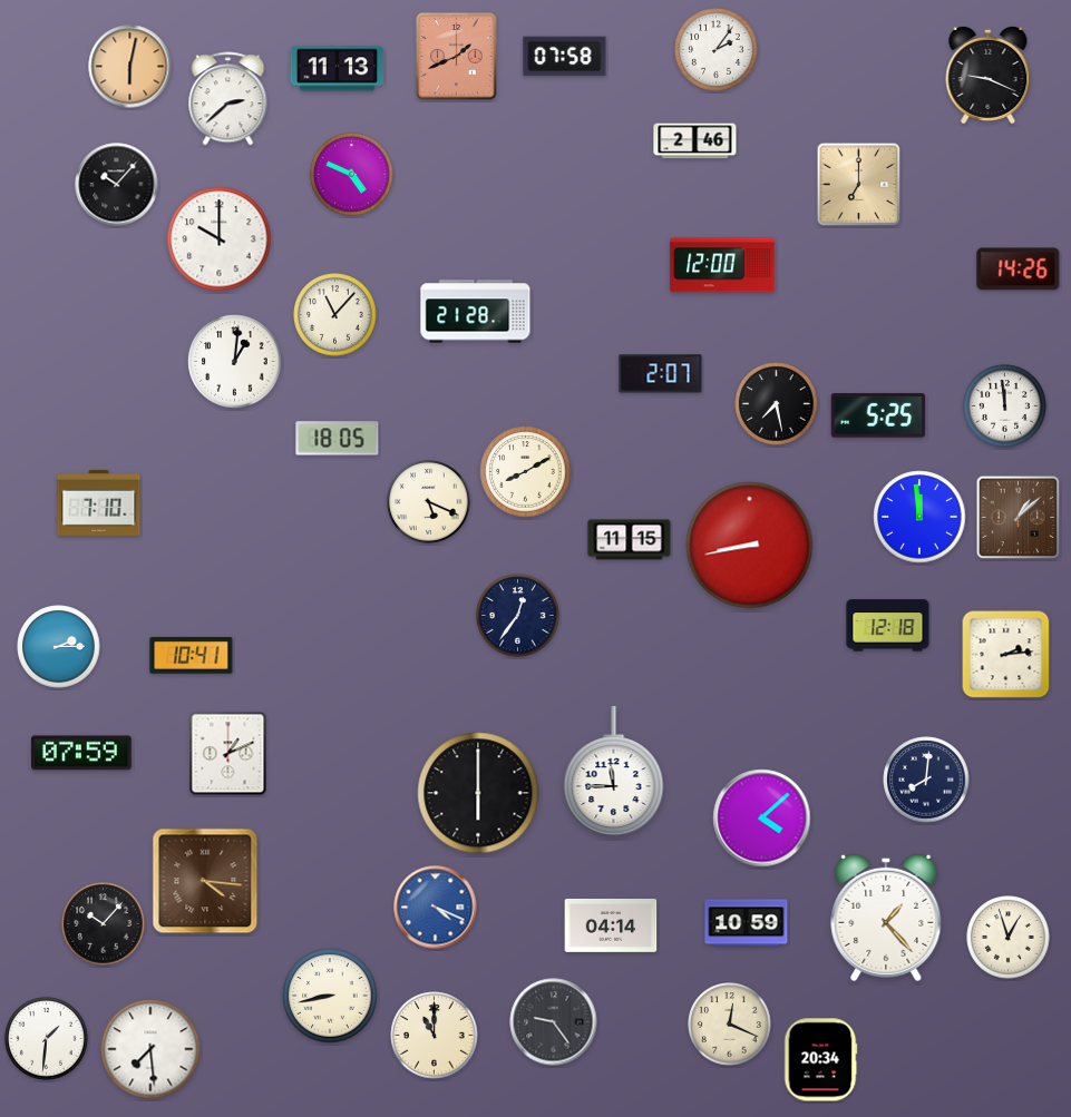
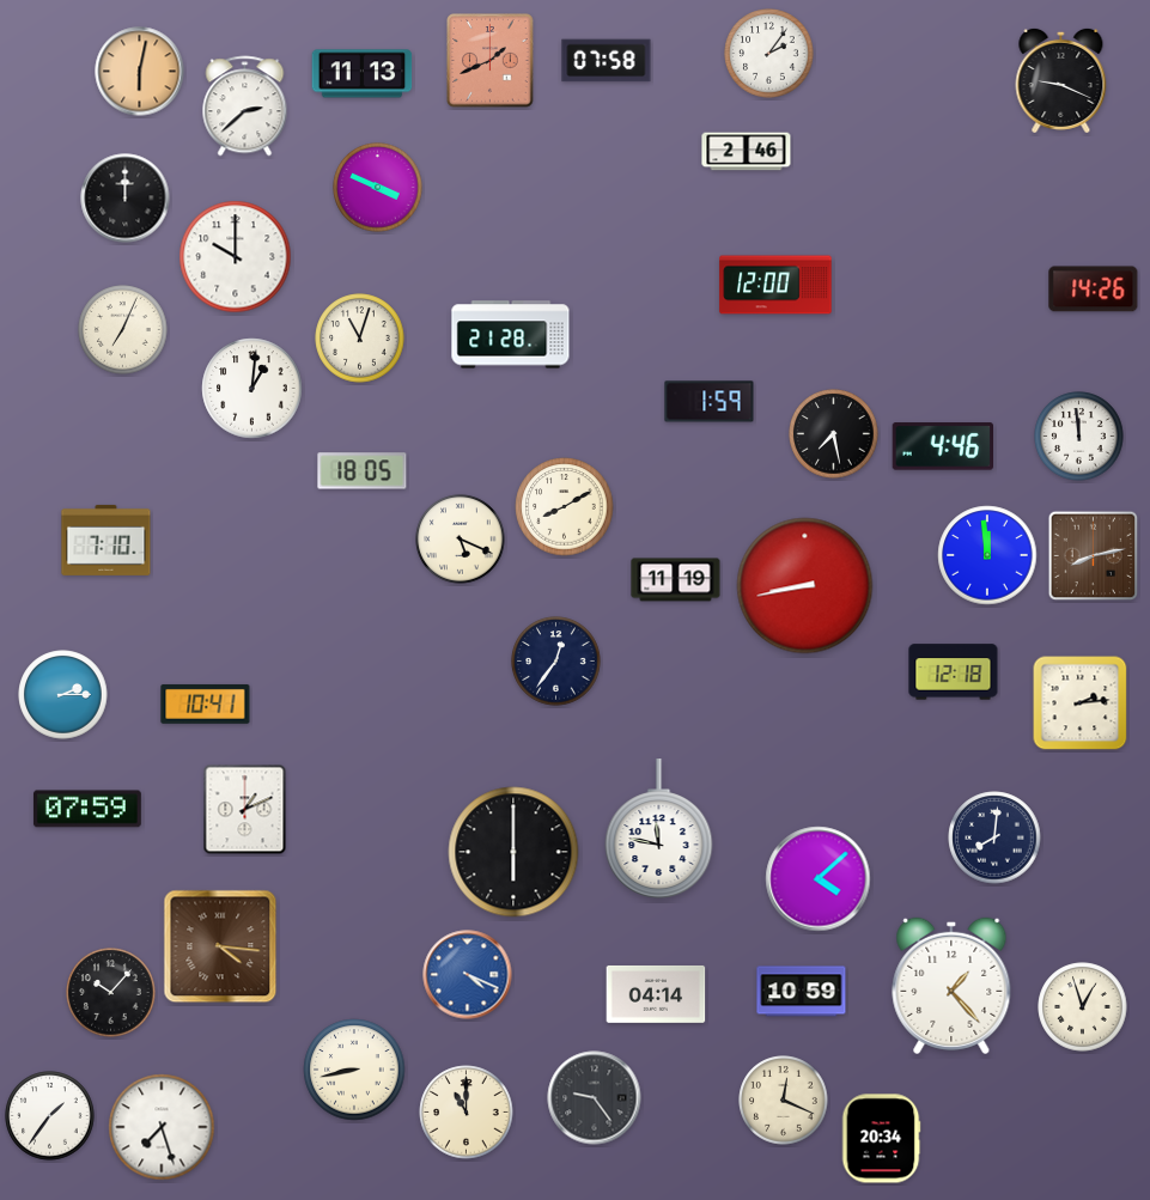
clock at (352, 175): 4:49 -> 3:49
clock at (117, 185): 10:07 -> 12:00
clock at (859, 185): 7:00 -> none
clock at (123, 330): none -> 7:04
clock at (335, 315): 11:07 -> 11:03
clock at (661, 374): 2:07 -> 1:59
clock at (877, 415): 5:25 -> 4:46
clock at (1019, 518): 1:08 -> 8:13
clock at (630, 540): 11:15 -> 11:19
clock at (614, 771): 11:45 -> 11:47
clock at (47, 1039): 1:31 -> 1:36
clock at (150, 1049): 7:29 -> 7:27
